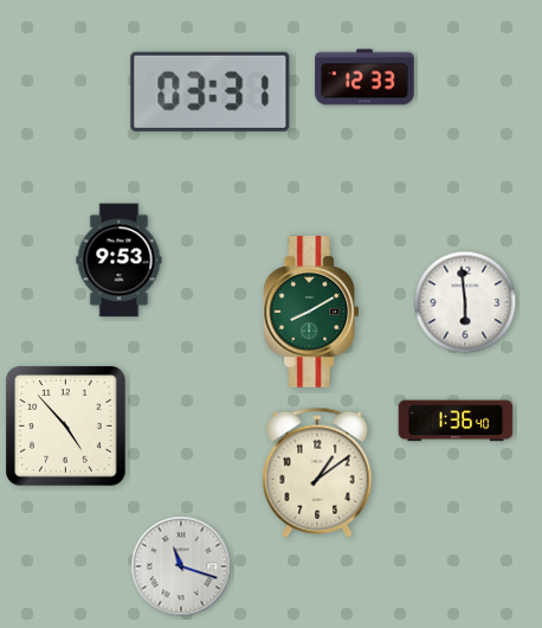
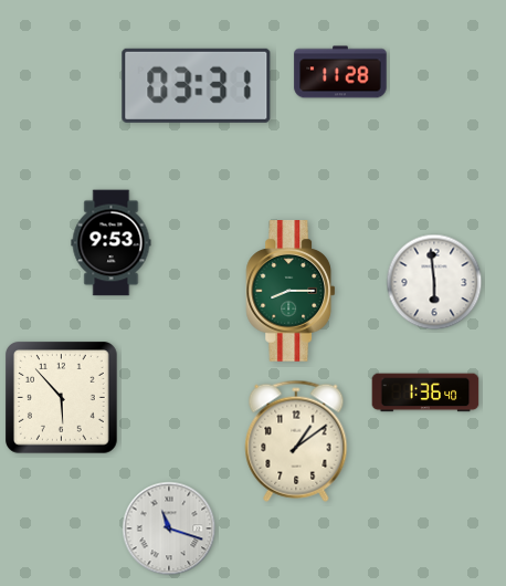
clock at (364, 77): 12:33 -> 11:28
clock at (311, 312): 8:10 -> 8:15
clock at (66, 427): 4:53 -> 5:53
